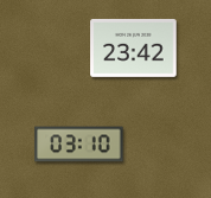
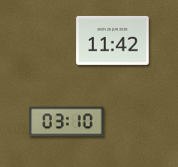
clock at (134, 49): 23:42 -> 11:42
